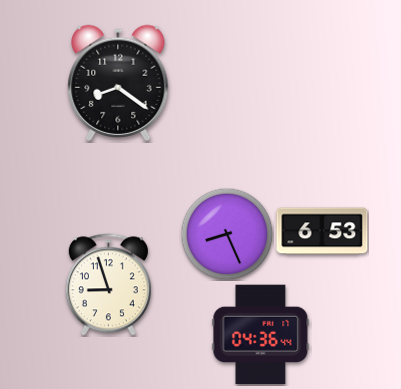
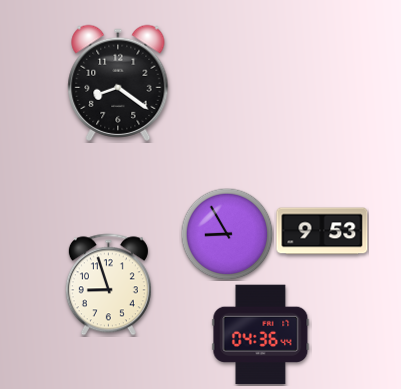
clock at (322, 231): 6:53 -> 9:53
clock at (227, 234): 8:26 -> 8:55
